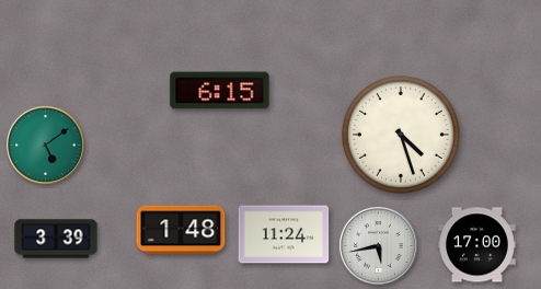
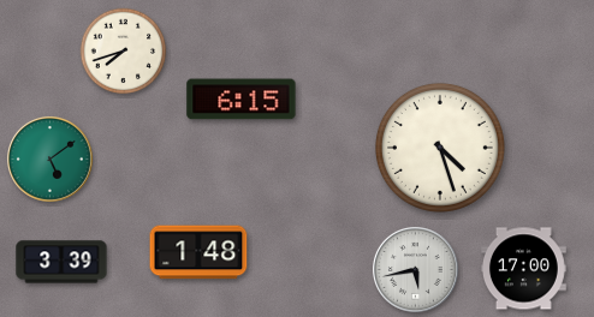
clock at (124, 52): none -> 7:42
clock at (284, 234): 11:24 -> none
